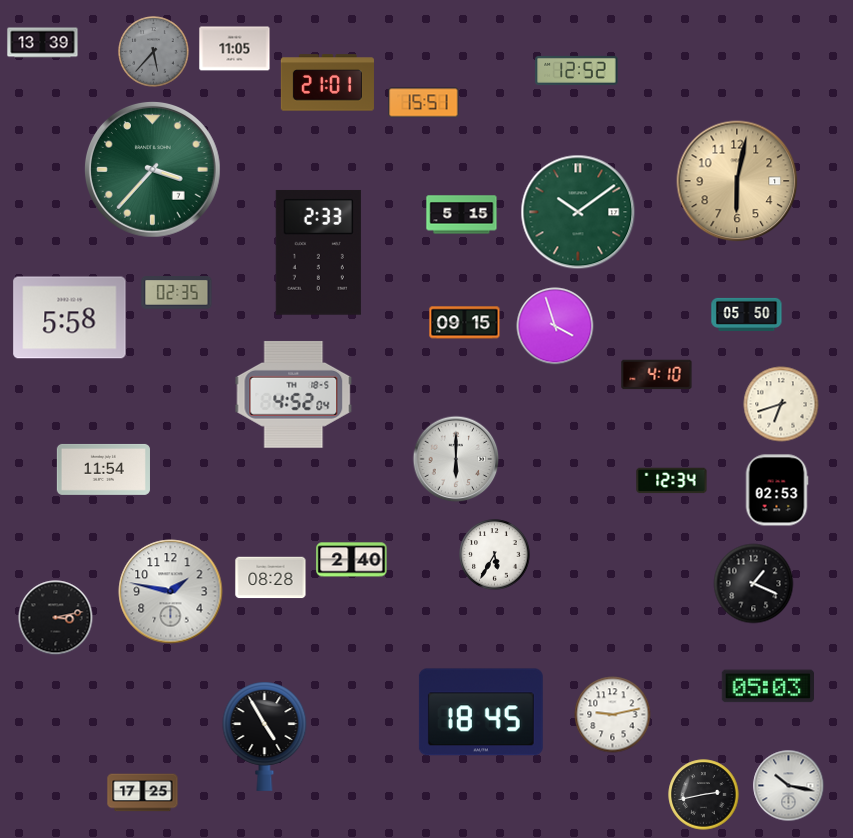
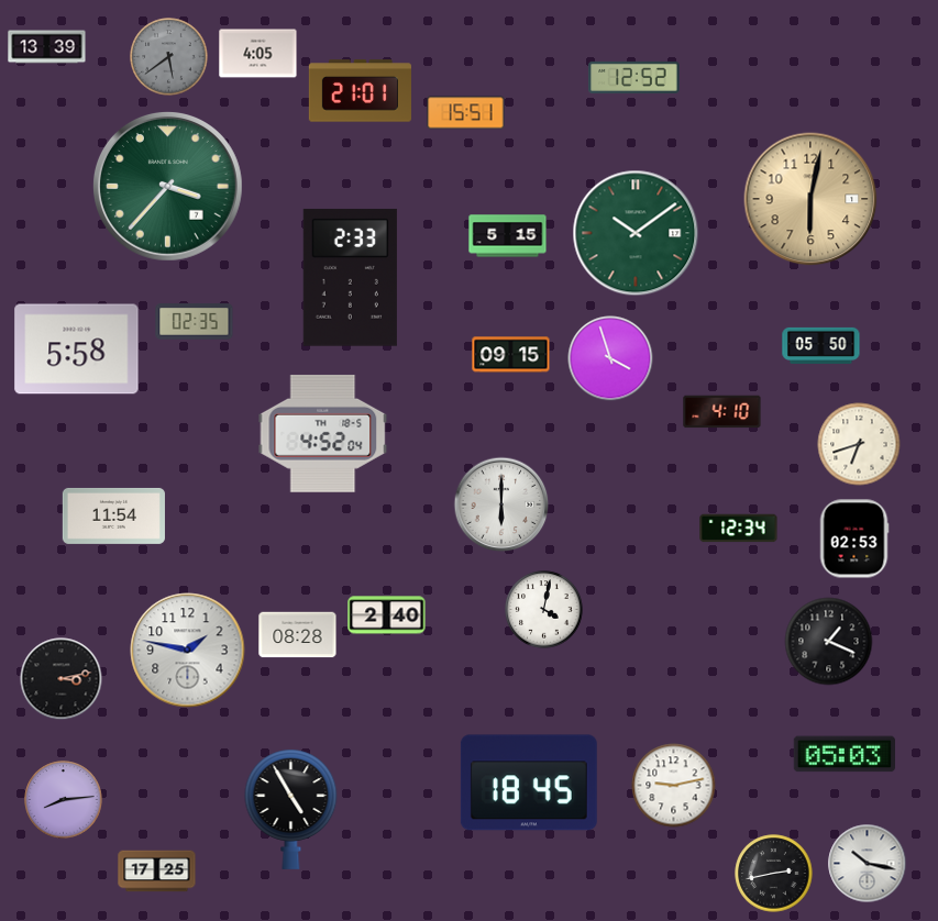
clock at (235, 49): 11:05 -> 4:05
clock at (154, 52): 5:37 -> 5:39
clock at (495, 555): 5:35 -> 4:02
clock at (64, 800): none -> 8:14
